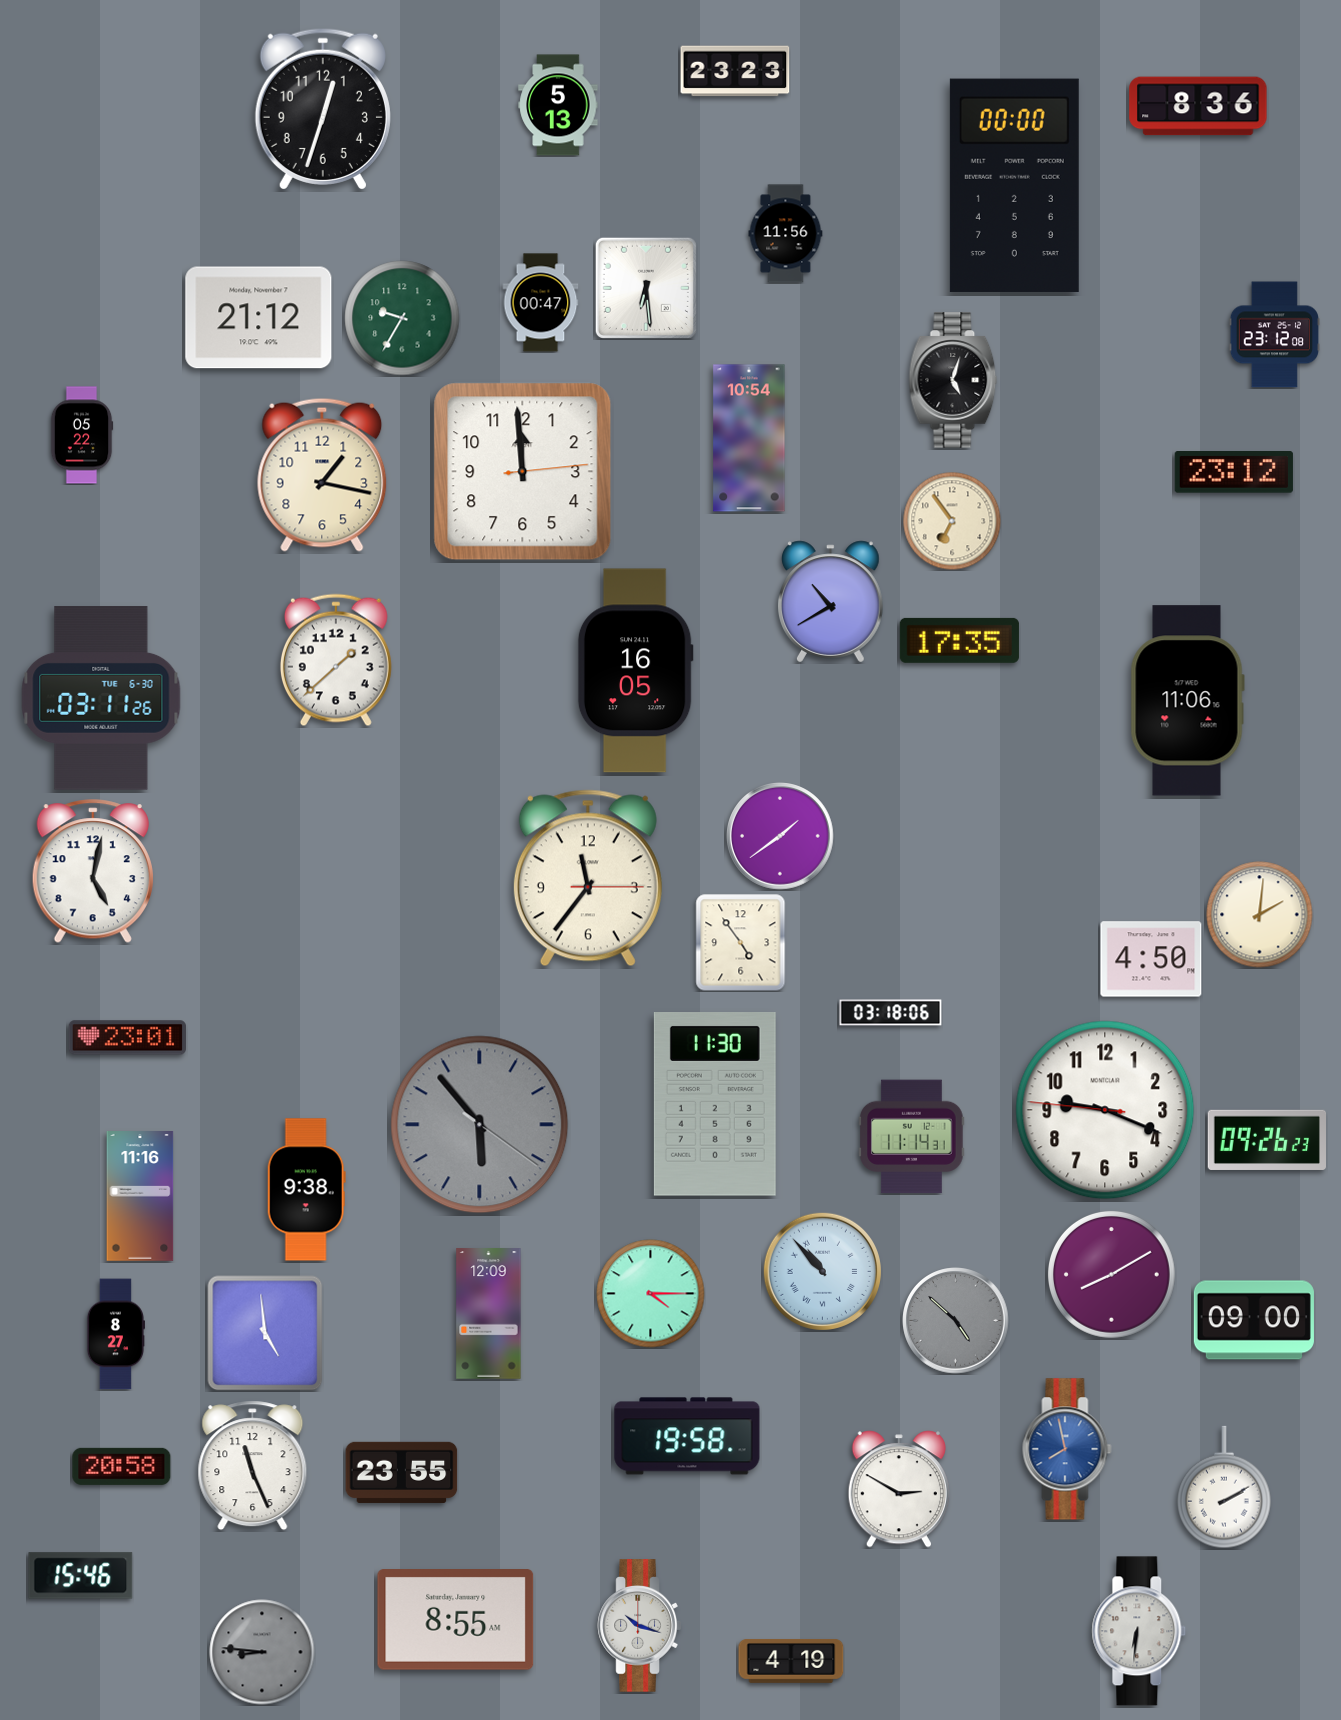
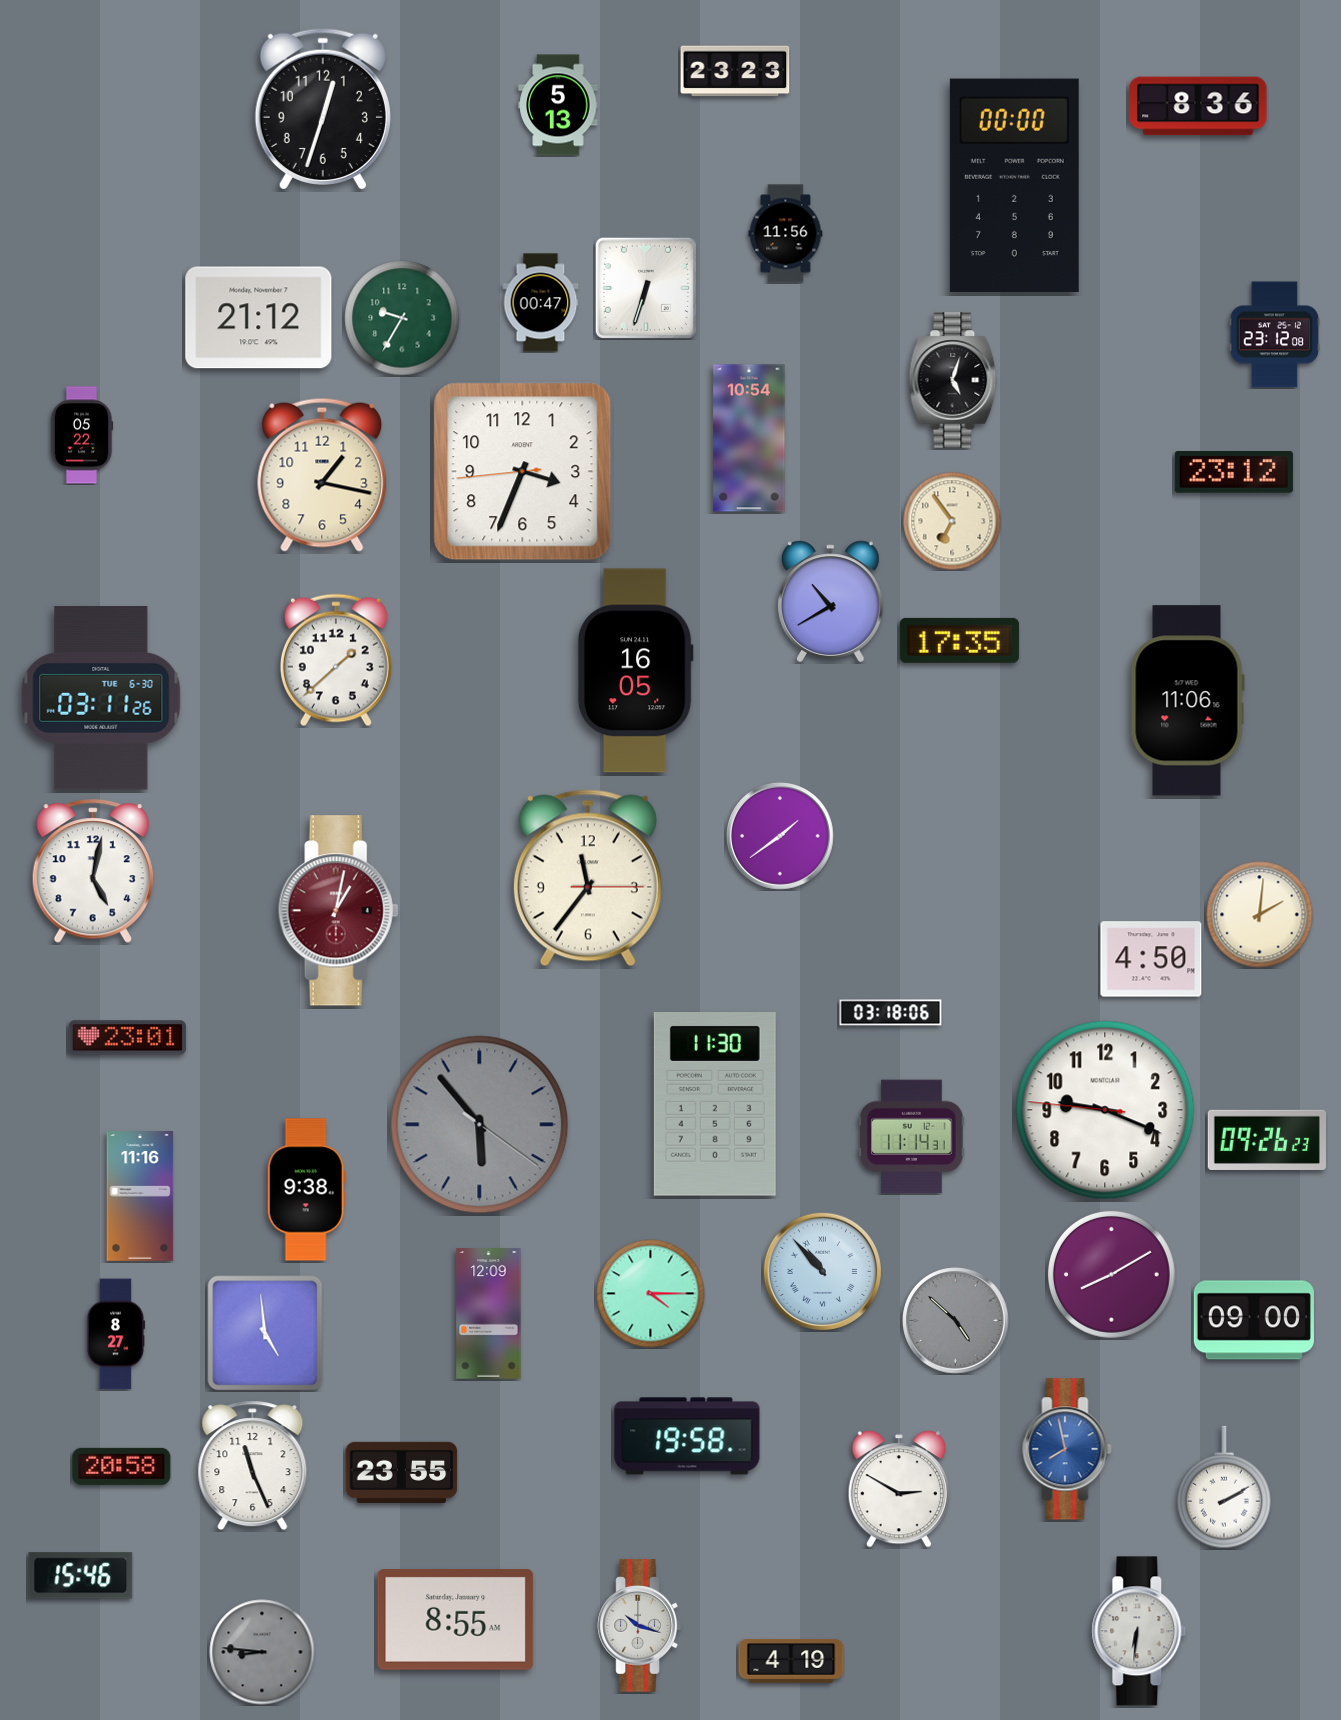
clock at (646, 288): 6:29 -> 6:33
clock at (523, 472): 11:59 -> 3:33
clock at (338, 911): none -> 1:02
clock at (741, 943): 4:54 -> none
